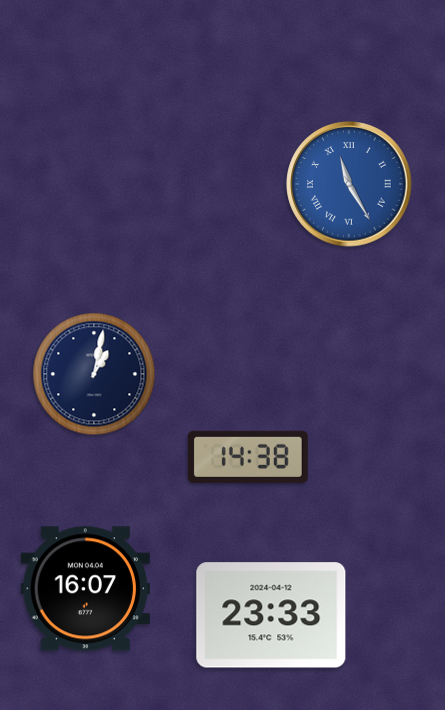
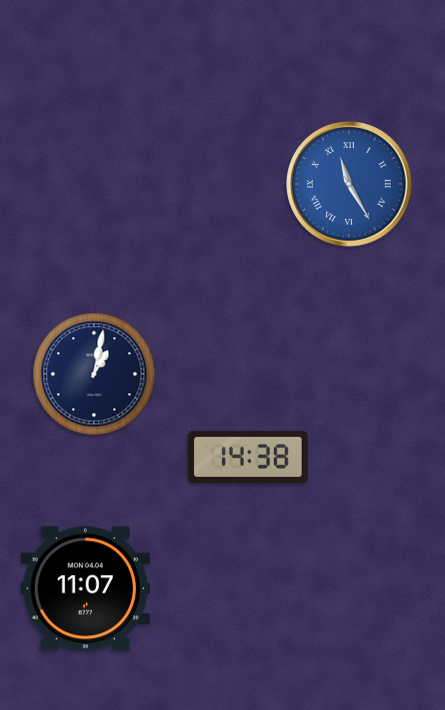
clock at (85, 589): 16:07 -> 11:07
clock at (271, 615): 23:33 -> none
